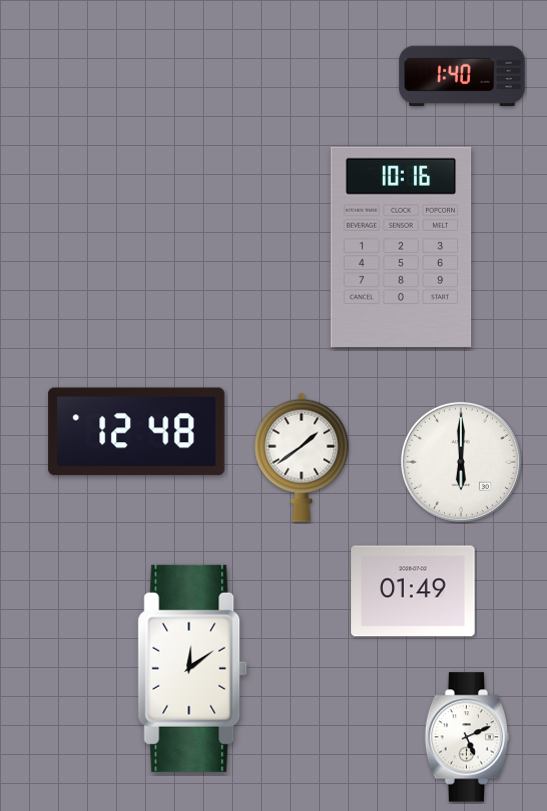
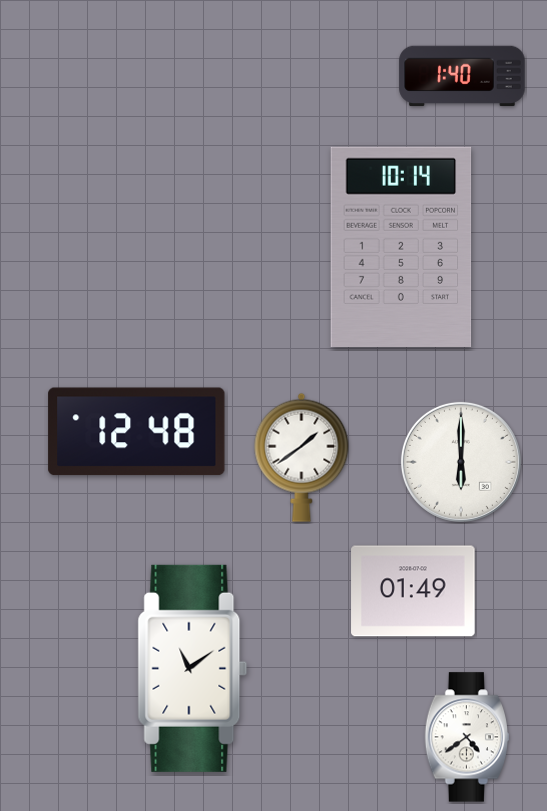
clock at (401, 246): 10:16 -> 10:14
clock at (193, 668): 12:09 -> 11:09
clock at (466, 737): 5:11 -> 4:39
